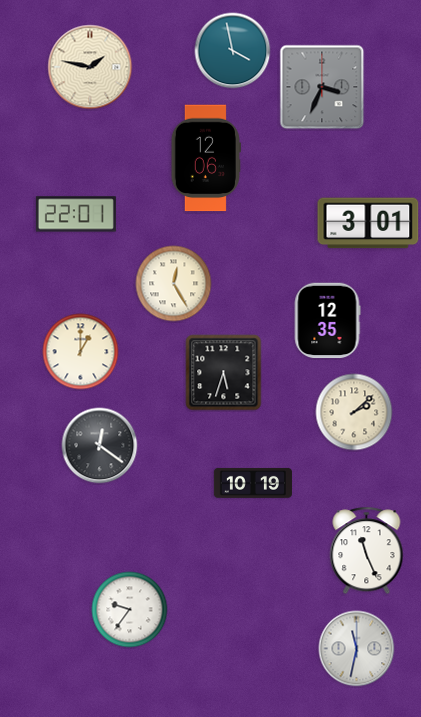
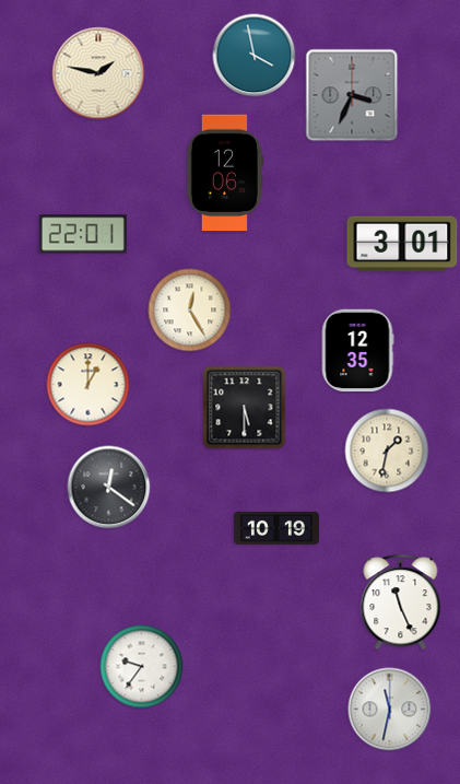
clock at (224, 373): 5:33 -> 5:30
clock at (354, 412): 2:08 -> 1:32
